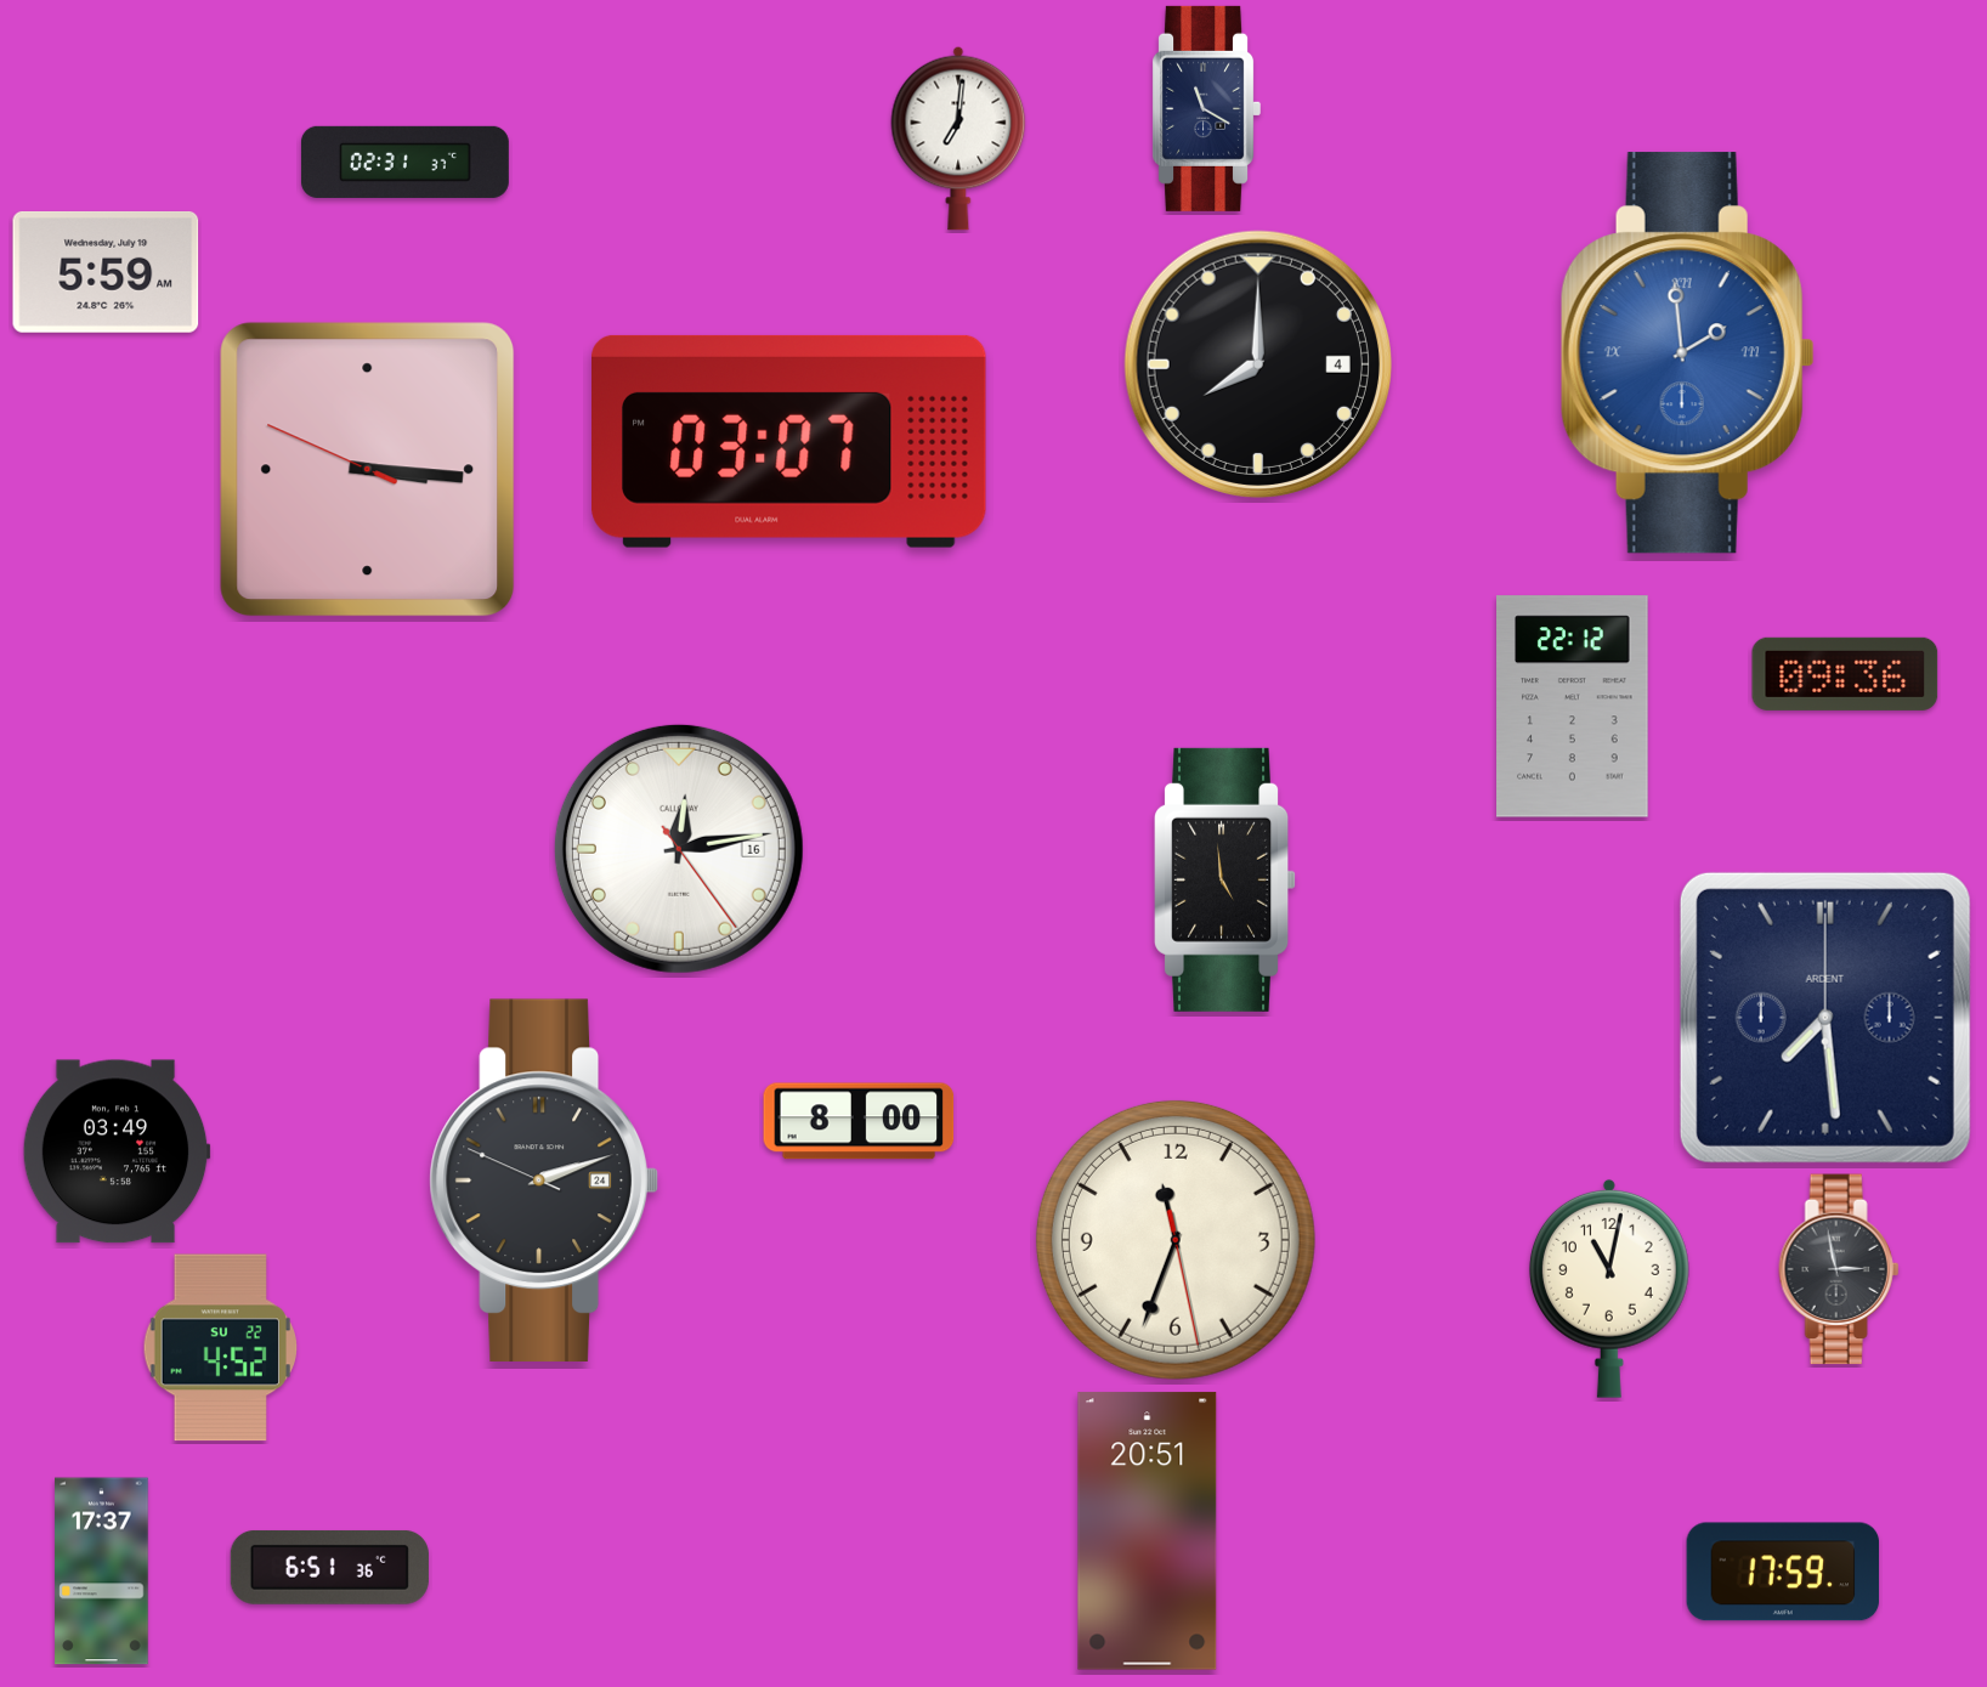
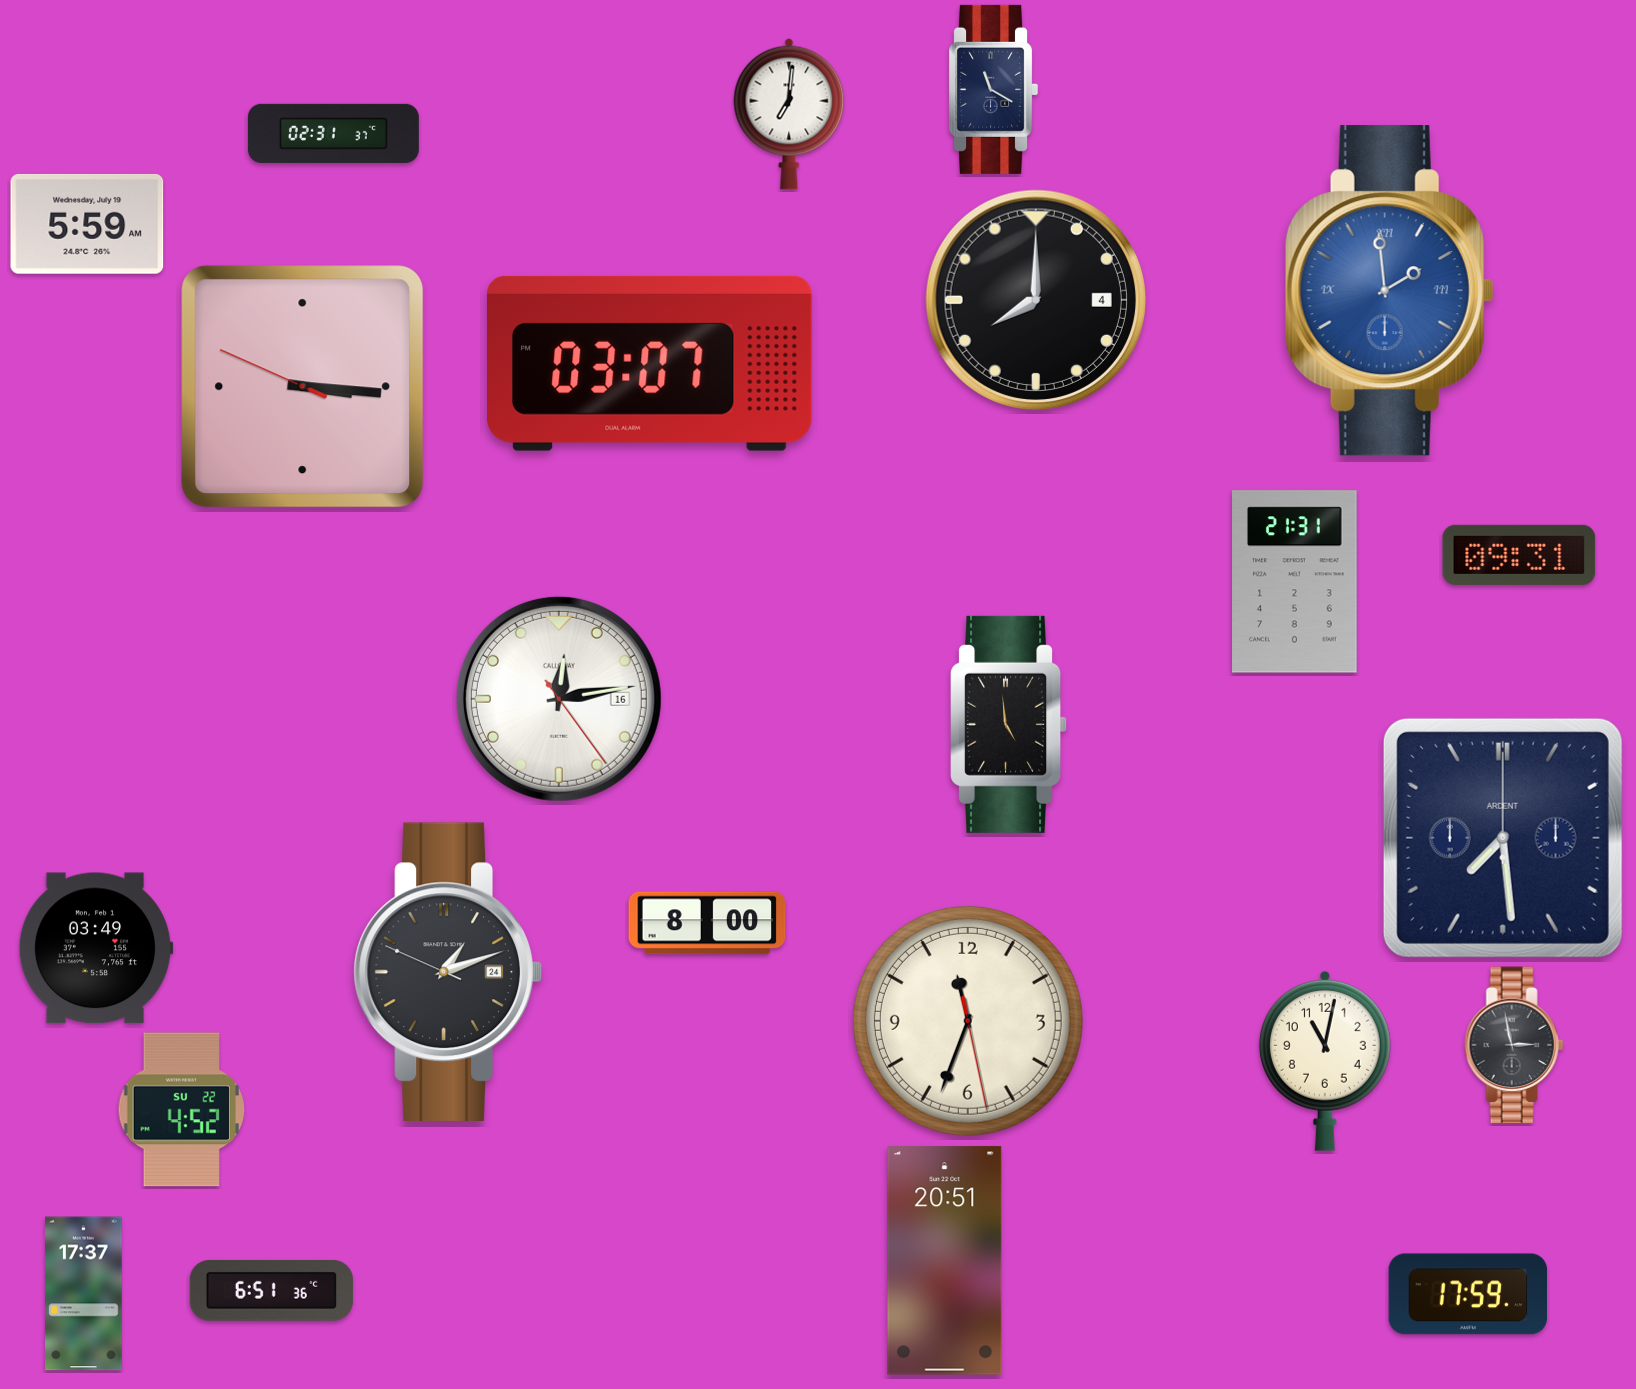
clock at (1845, 674): 09:36 -> 09:31
clock at (1573, 707): 22:12 -> 21:31
clock at (544, 1179): 2:11 -> 1:11
